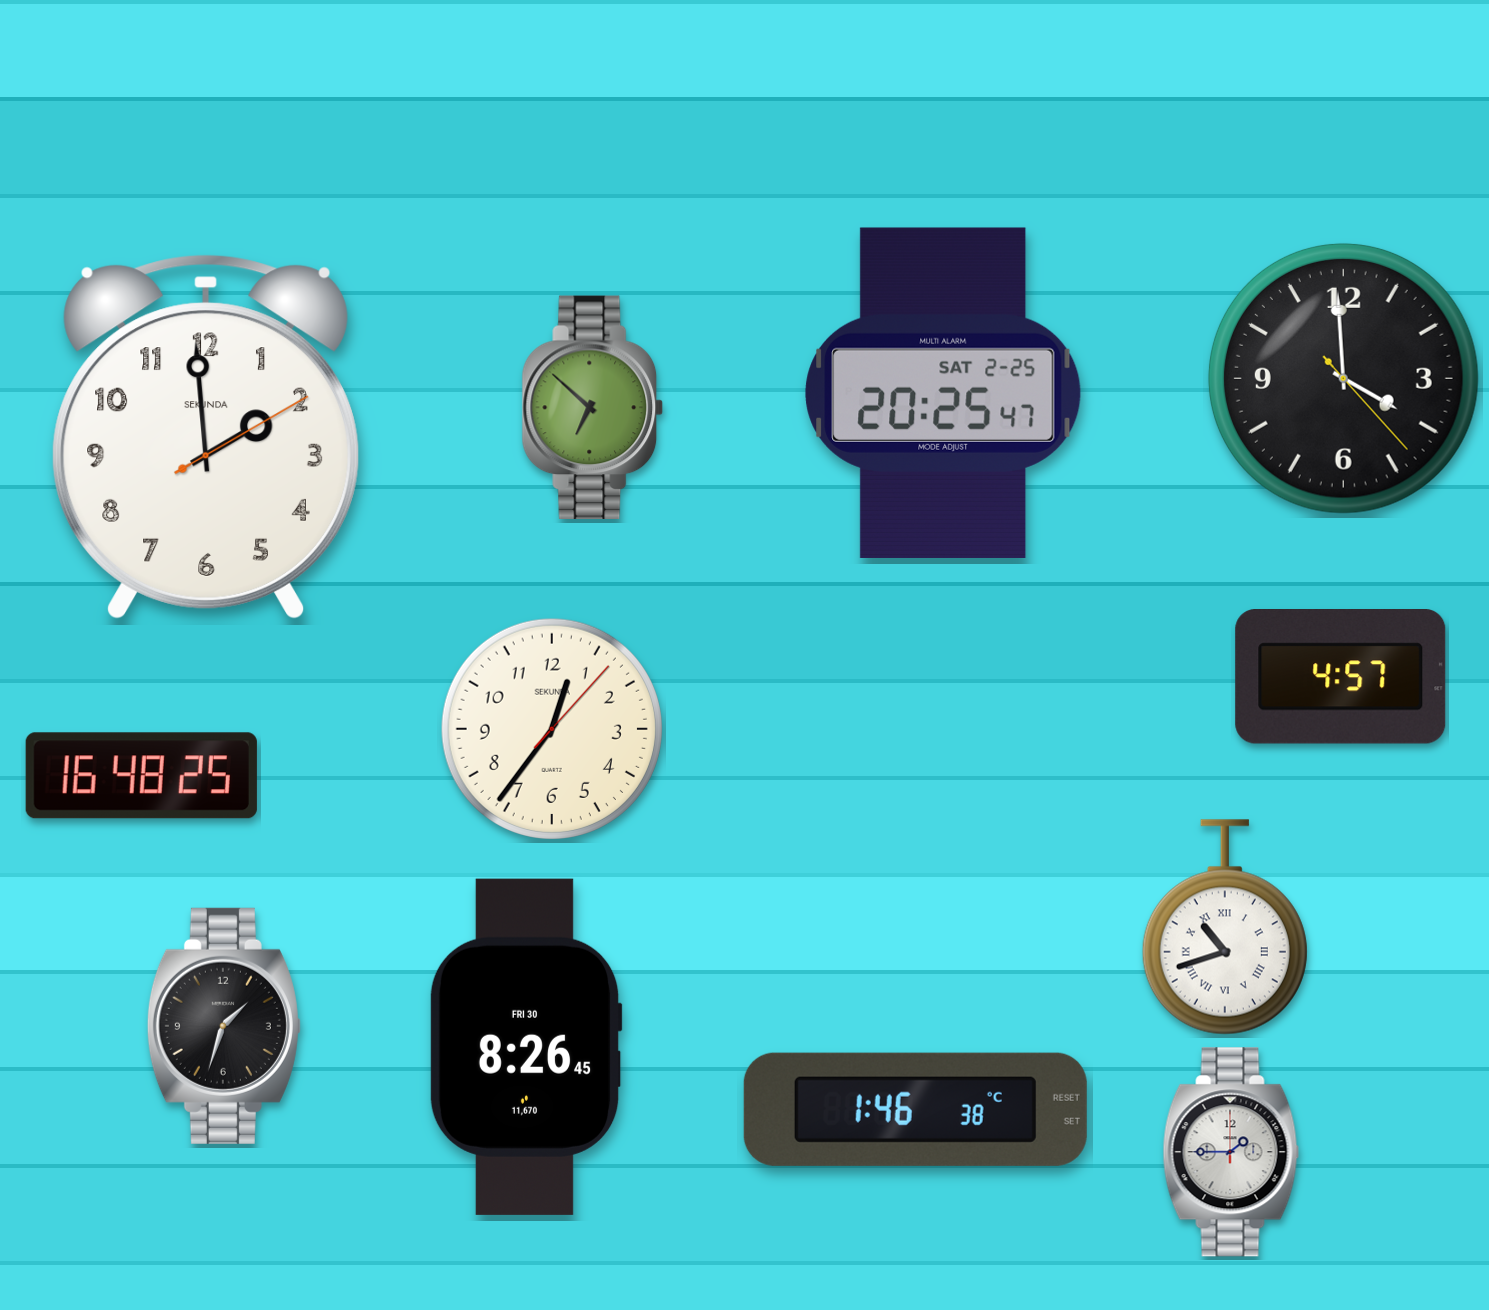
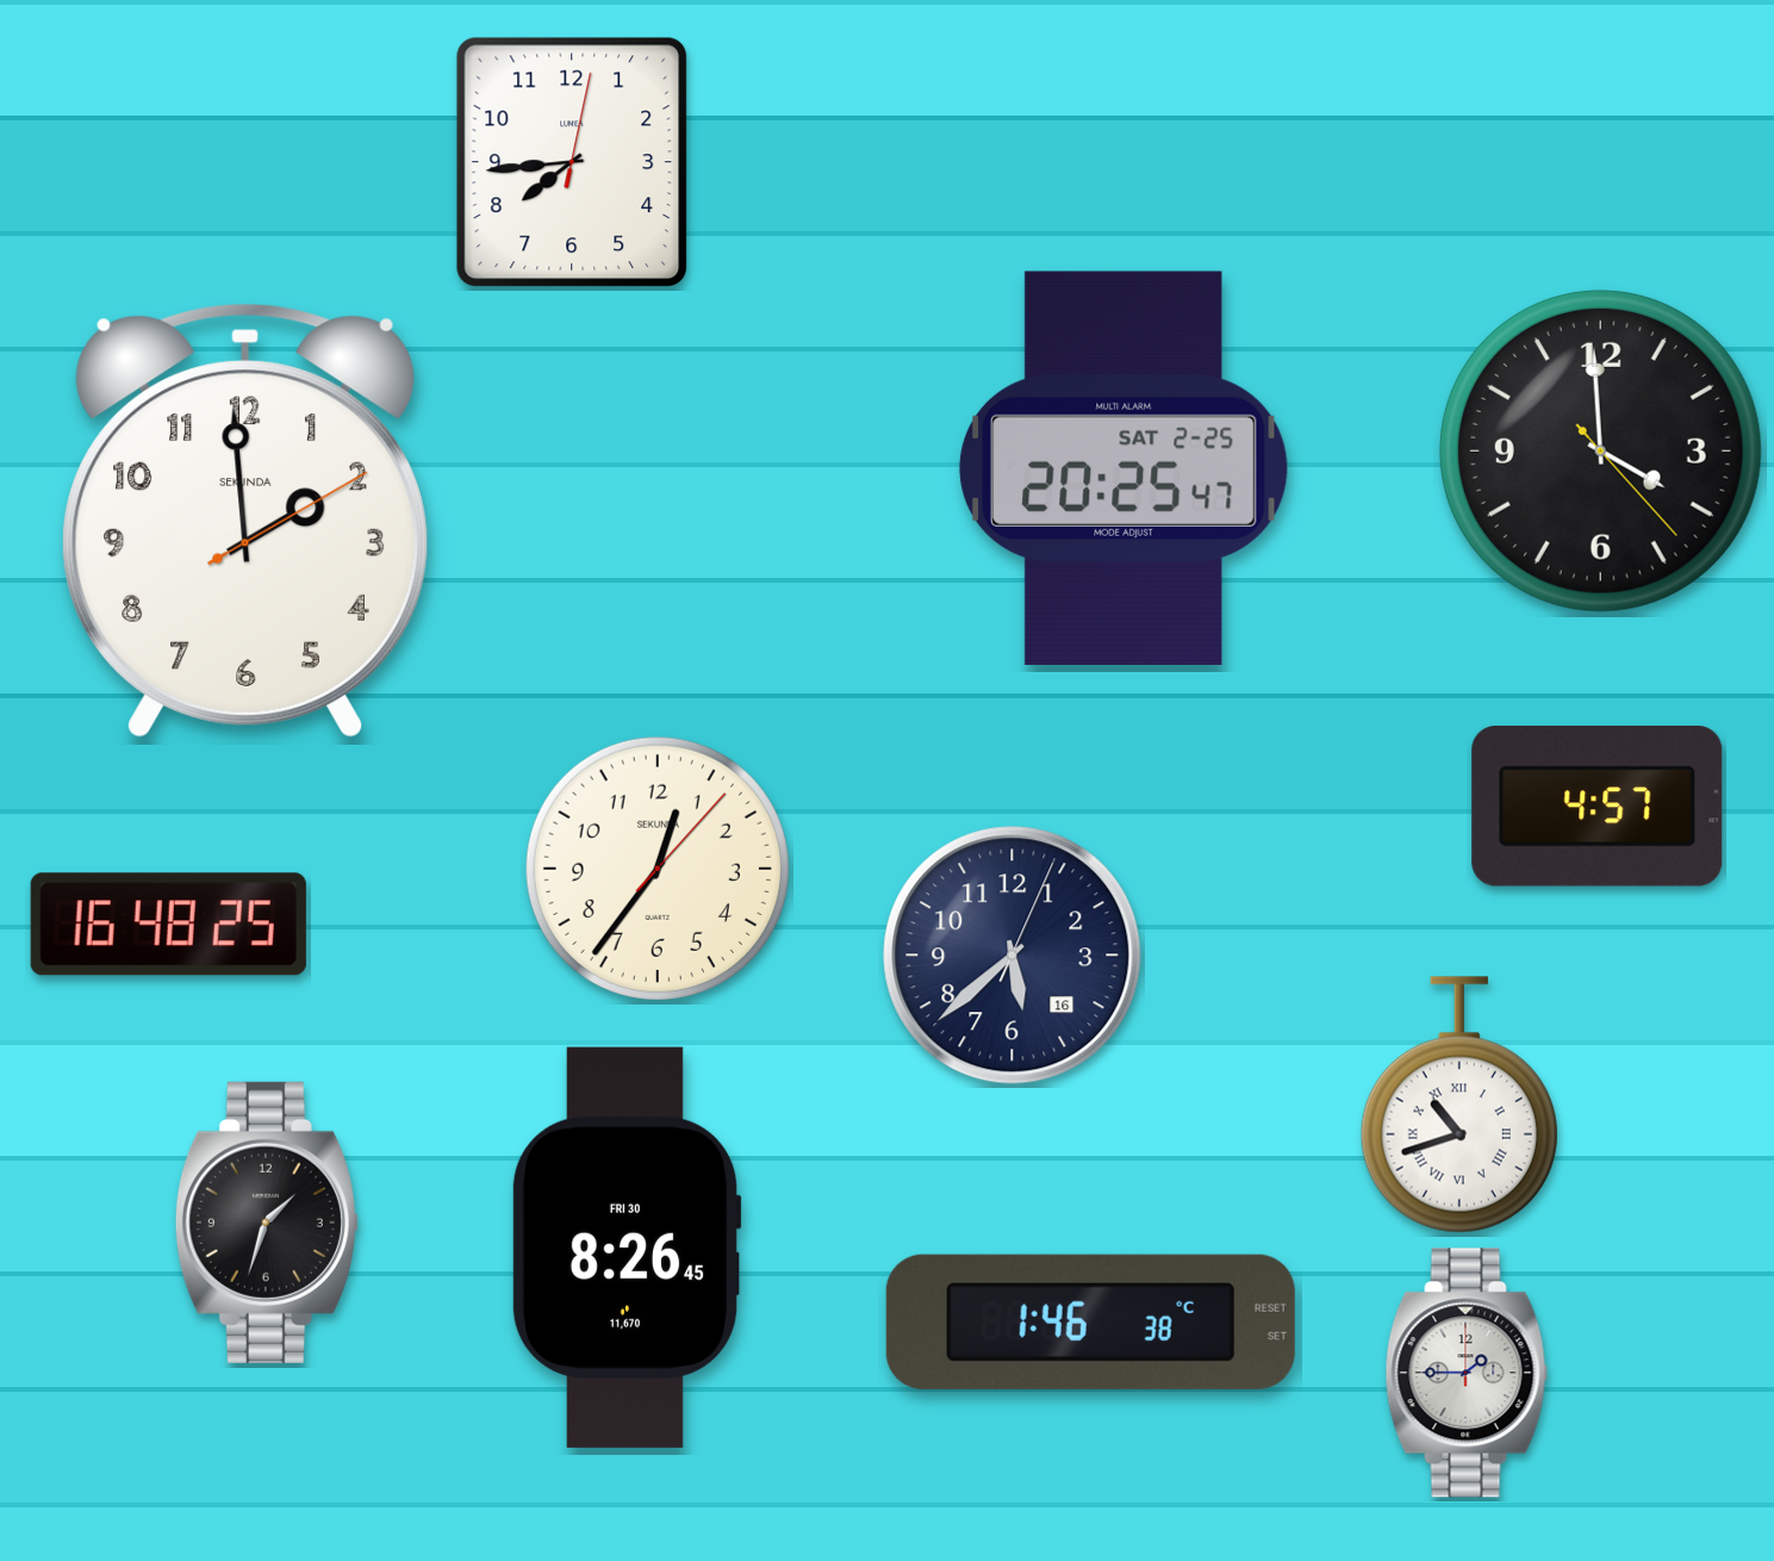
clock at (572, 162): none -> 7:44
clock at (593, 408): 6:52 -> none
clock at (1013, 956): none -> 5:38
